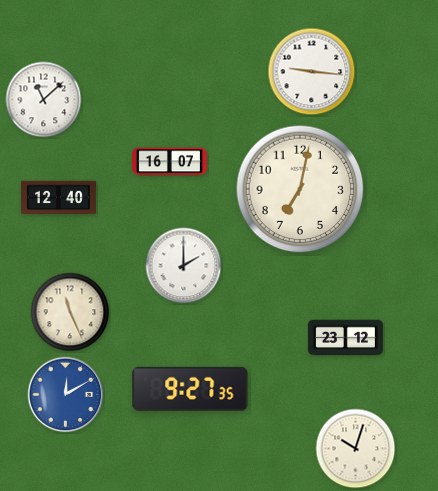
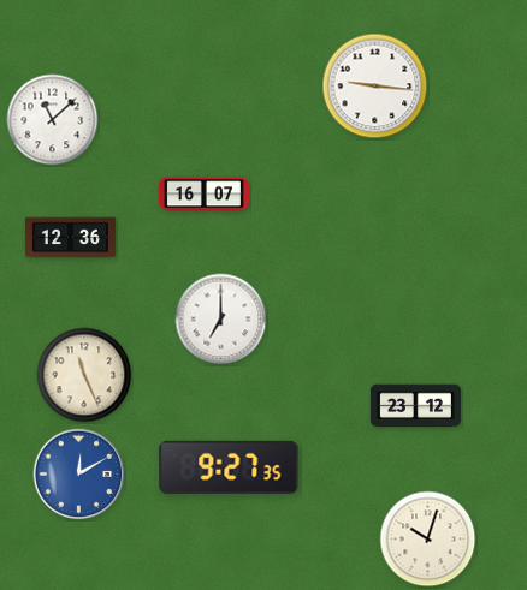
clock at (300, 189): 7:02 -> none
clock at (58, 198): 12:40 -> 12:36
clock at (184, 266): 2:00 -> 7:00
